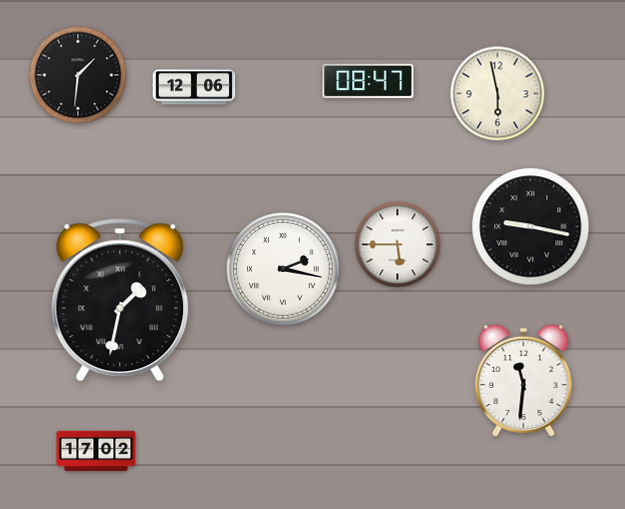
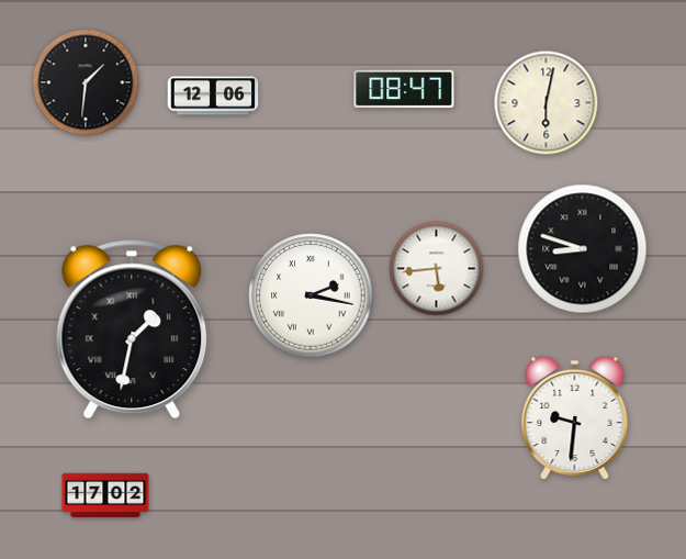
clock at (498, 94): 5:58 -> 6:02
clock at (531, 227): 9:17 -> 8:48
clock at (398, 245): 5:45 -> 5:44
clock at (524, 380): 11:31 -> 9:31
